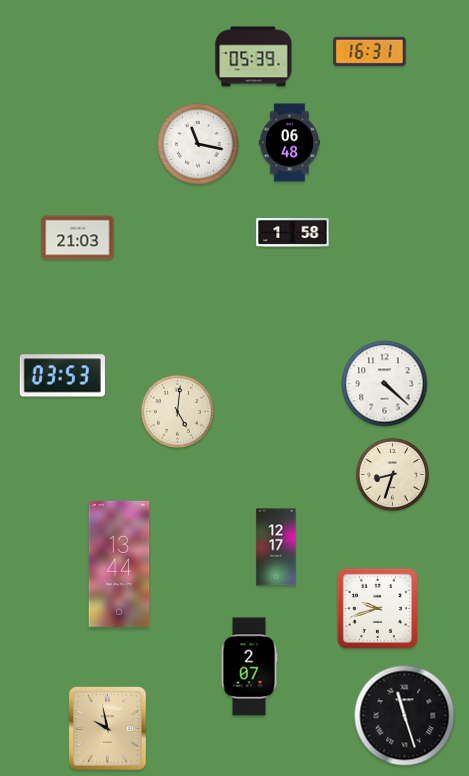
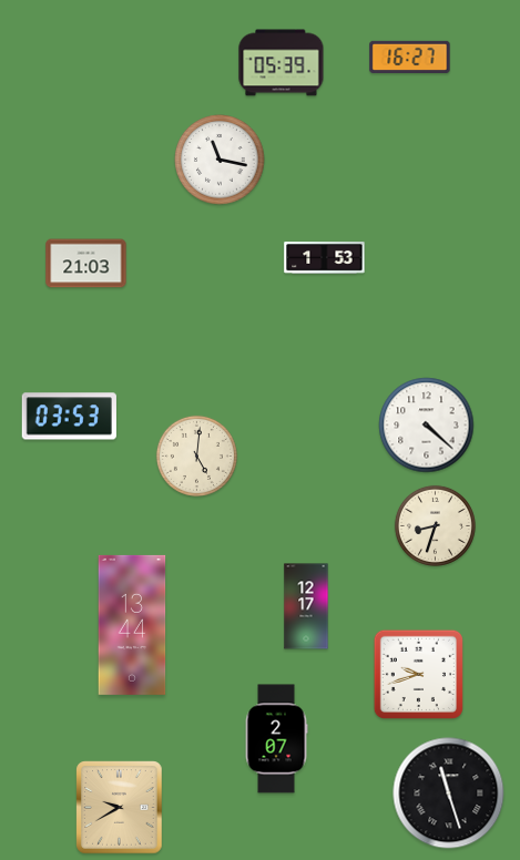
clock at (370, 51): 16:31 -> 16:27
clock at (289, 143): 06:48 -> none
clock at (293, 233): 1:58 -> 1:53
clock at (108, 729): 9:58 -> 9:40
